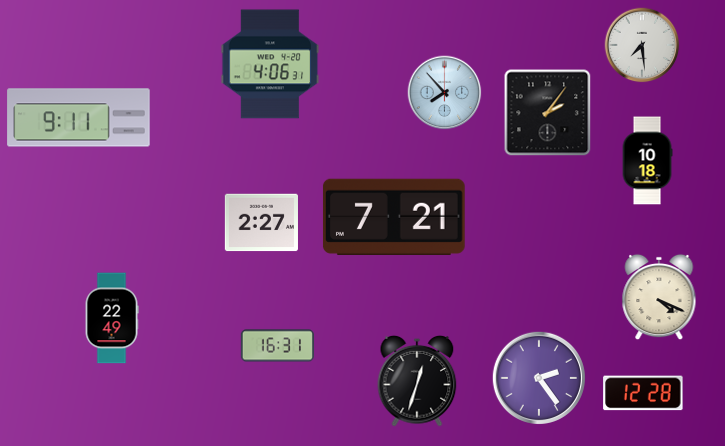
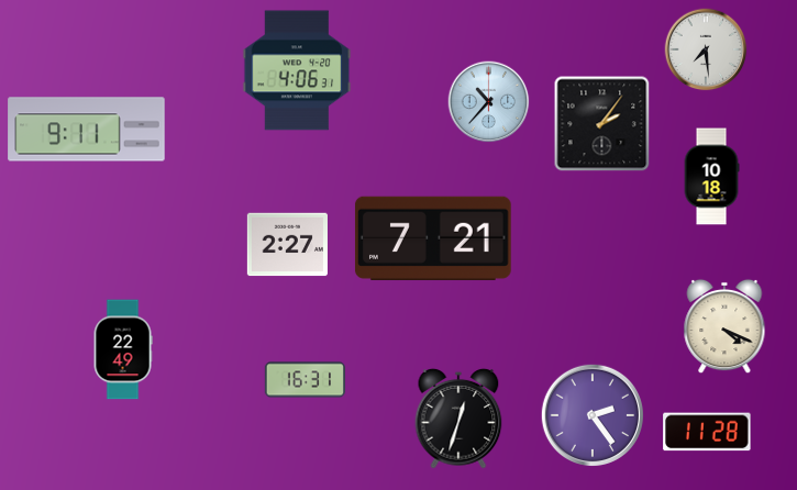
clock at (445, 93): 7:53 -> 10:37
clock at (643, 393): 12:28 -> 11:28
